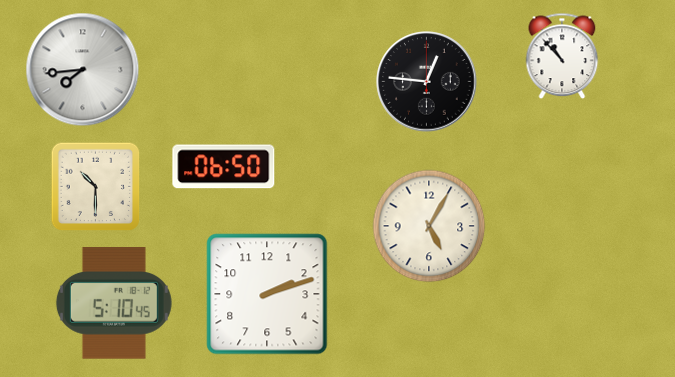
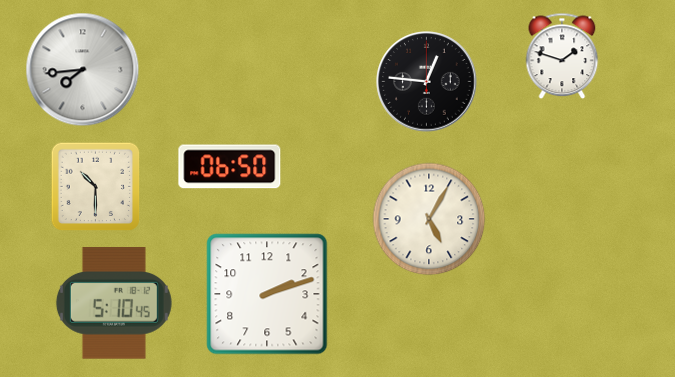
clock at (562, 56): 10:53 -> 1:48
clock at (224, 167) position: (224, 167) -> (230, 167)
clock at (429, 226) position: (429, 226) -> (429, 219)
